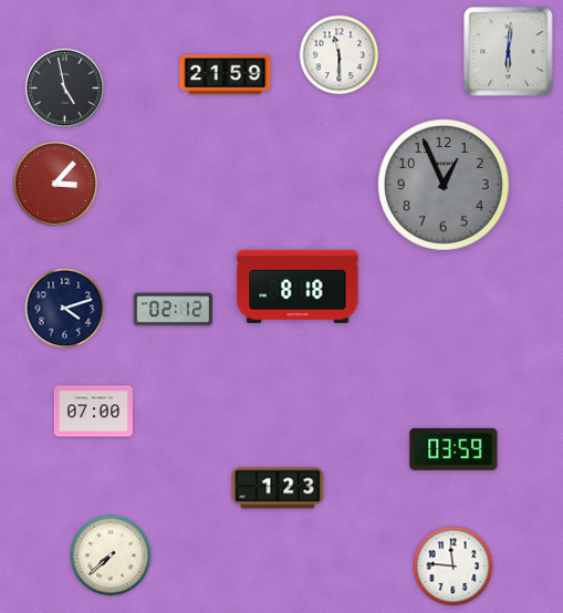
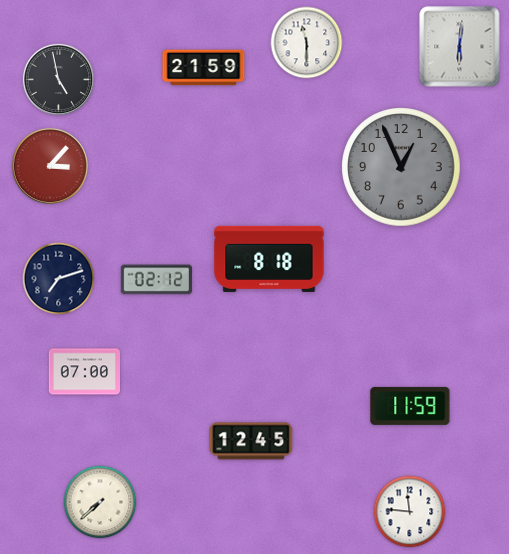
clock at (340, 55) position: (340, 55) -> (307, 43)
clock at (65, 309): 4:12 -> 7:12
clock at (453, 449): 03:59 -> 11:59
clock at (278, 488): 1:23 -> 12:45
